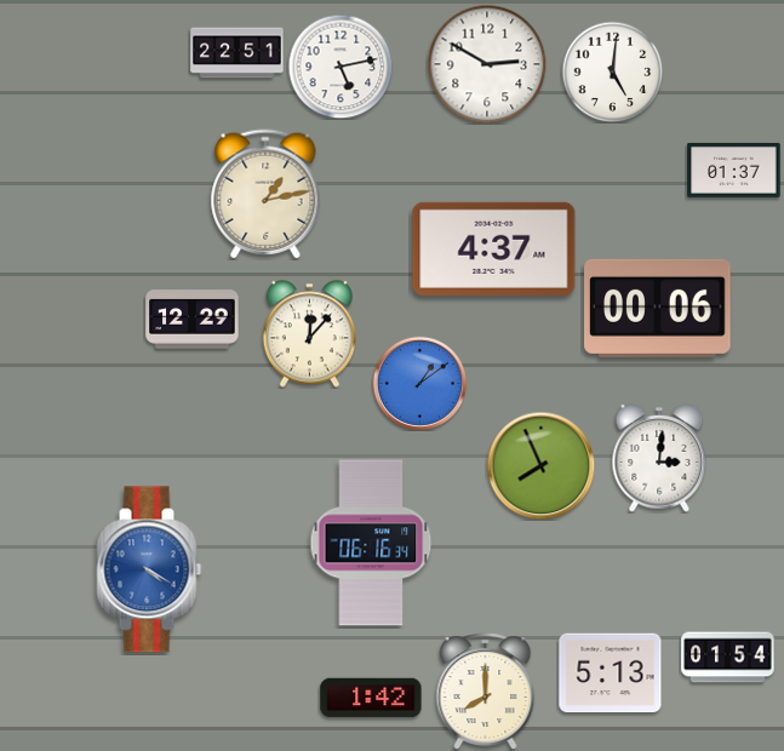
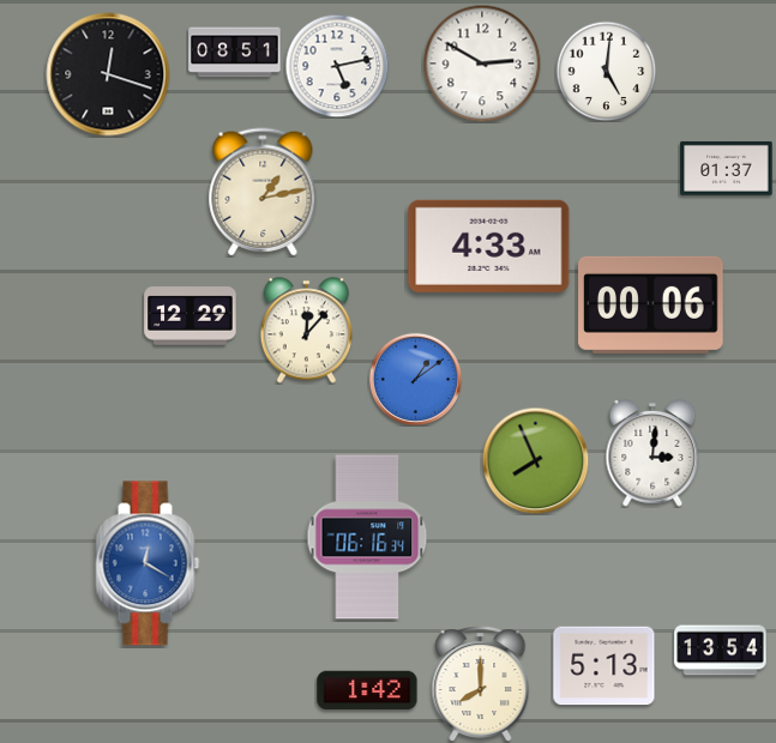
clock at (238, 53): 22:51 -> 08:51
clock at (108, 74): none -> 12:18
clock at (494, 248): 4:37 -> 4:33
clock at (149, 569): 4:20 -> 12:20
clock at (728, 658): 01:54 -> 13:54
